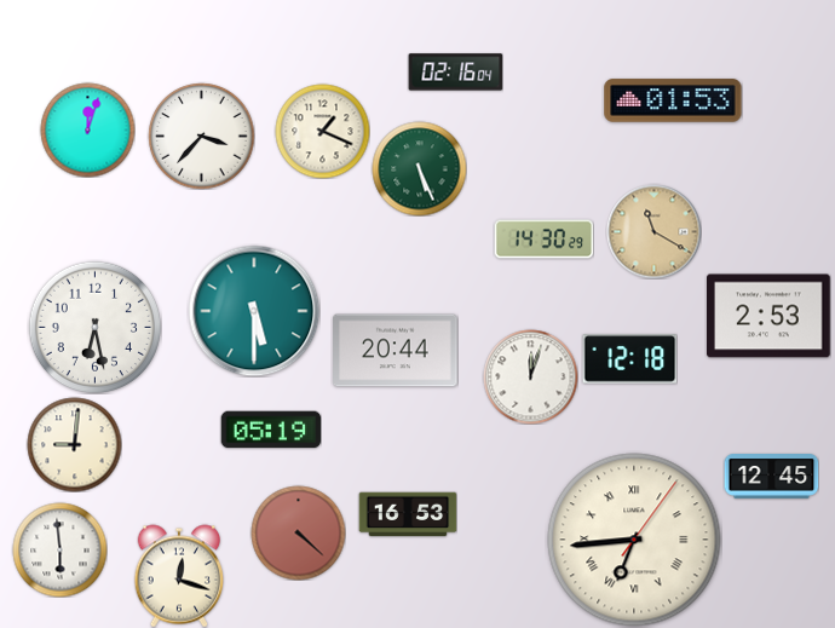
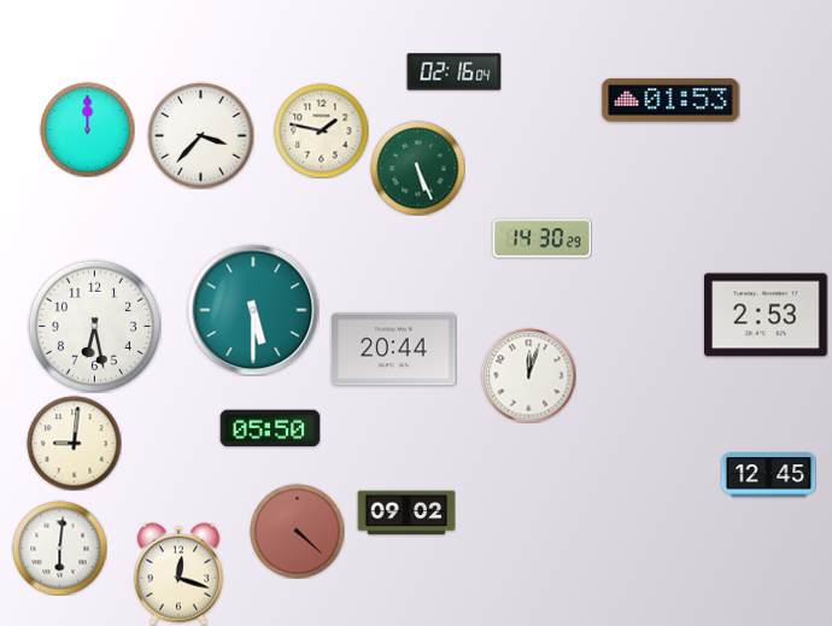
clock at (87, 129): 12:03 -> 12:00
clock at (322, 131): 1:19 -> 1:47
clock at (653, 231): 11:20 -> none
clock at (629, 359): 12:18 -> none
clock at (271, 430): 05:19 -> 05:50
clock at (408, 514): 16:53 -> 09:02
clock at (634, 540): 6:44 -> none
clock at (59, 549): 5:59 -> 6:01
